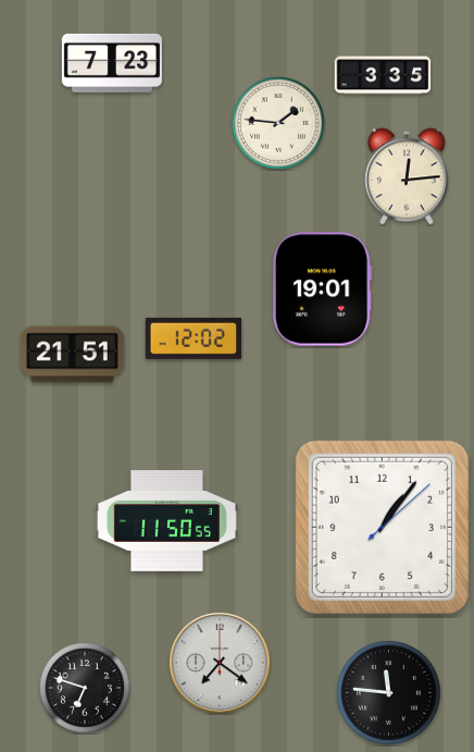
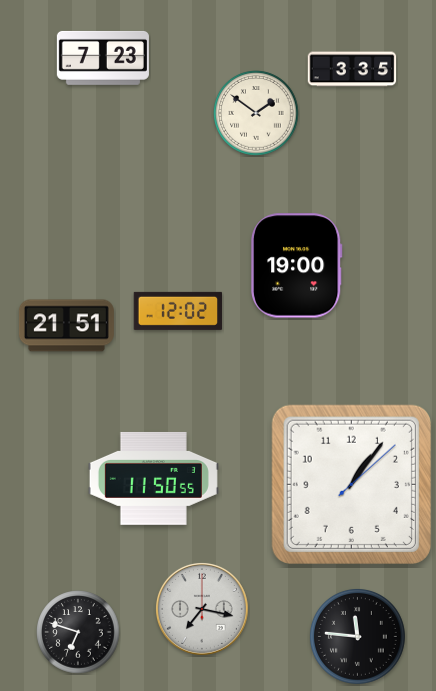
clock at (278, 123): 1:46 -> 1:51
clock at (407, 176): 12:14 -> none
clock at (323, 289): 19:01 -> 19:00
clock at (220, 663): 7:21 -> 7:17
